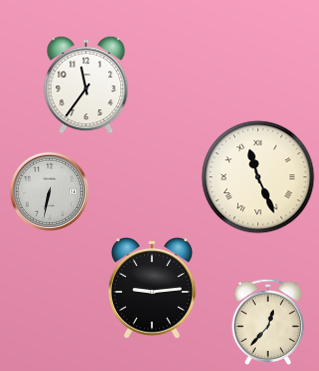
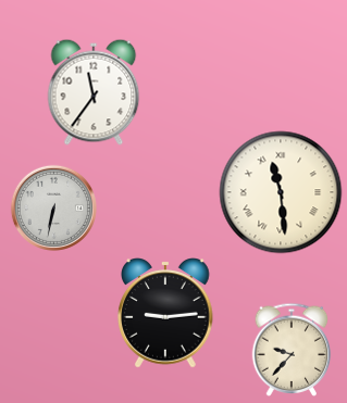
clock at (258, 177): 11:26 -> 11:29
clock at (268, 322): 12:37 -> 9:37
